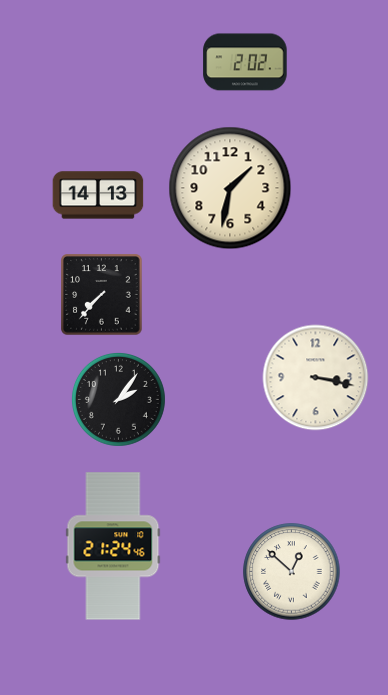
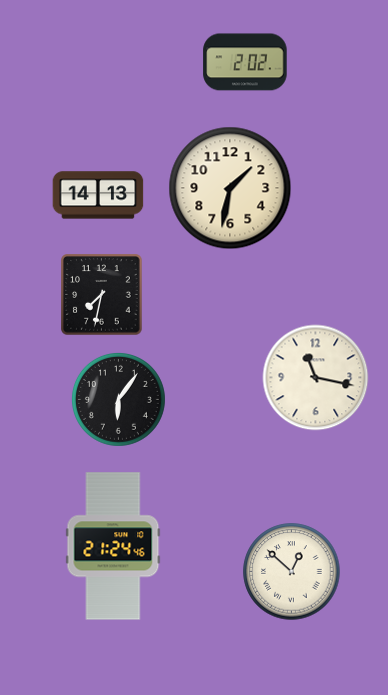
clock at (102, 295): 7:37 -> 7:32
clock at (316, 378): 3:17 -> 11:17
clock at (118, 399): 2:06 -> 6:06
